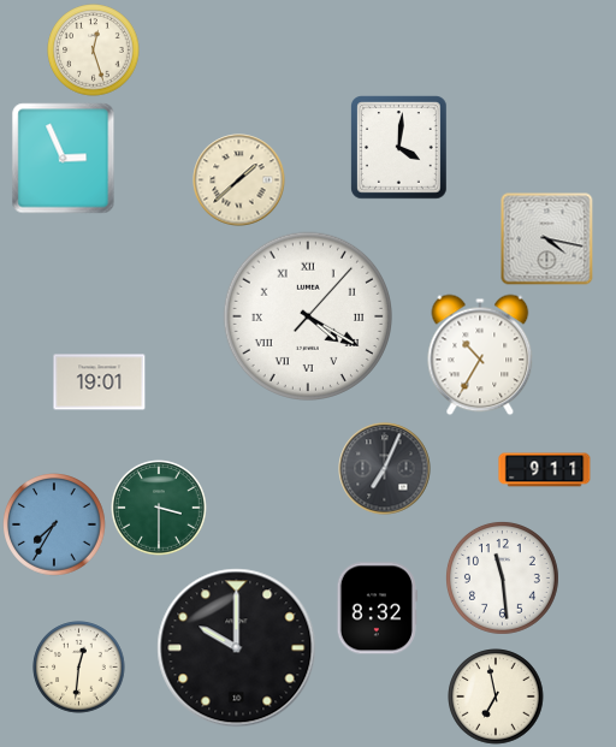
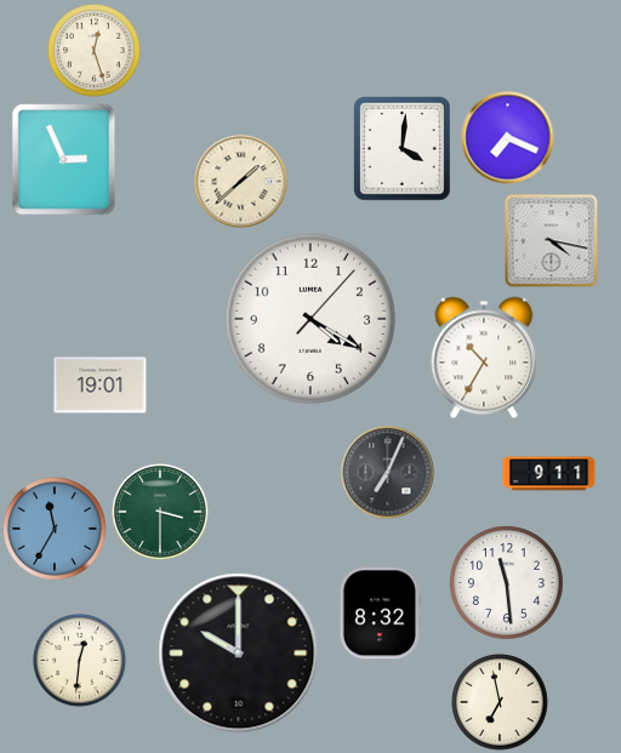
clock at (508, 138): none -> 7:19
clock at (307, 315) numerals: Roman -> Arabic
clock at (54, 524): 7:35 -> 11:35
clock at (79, 668) position: (79, 668) -> (80, 661)
